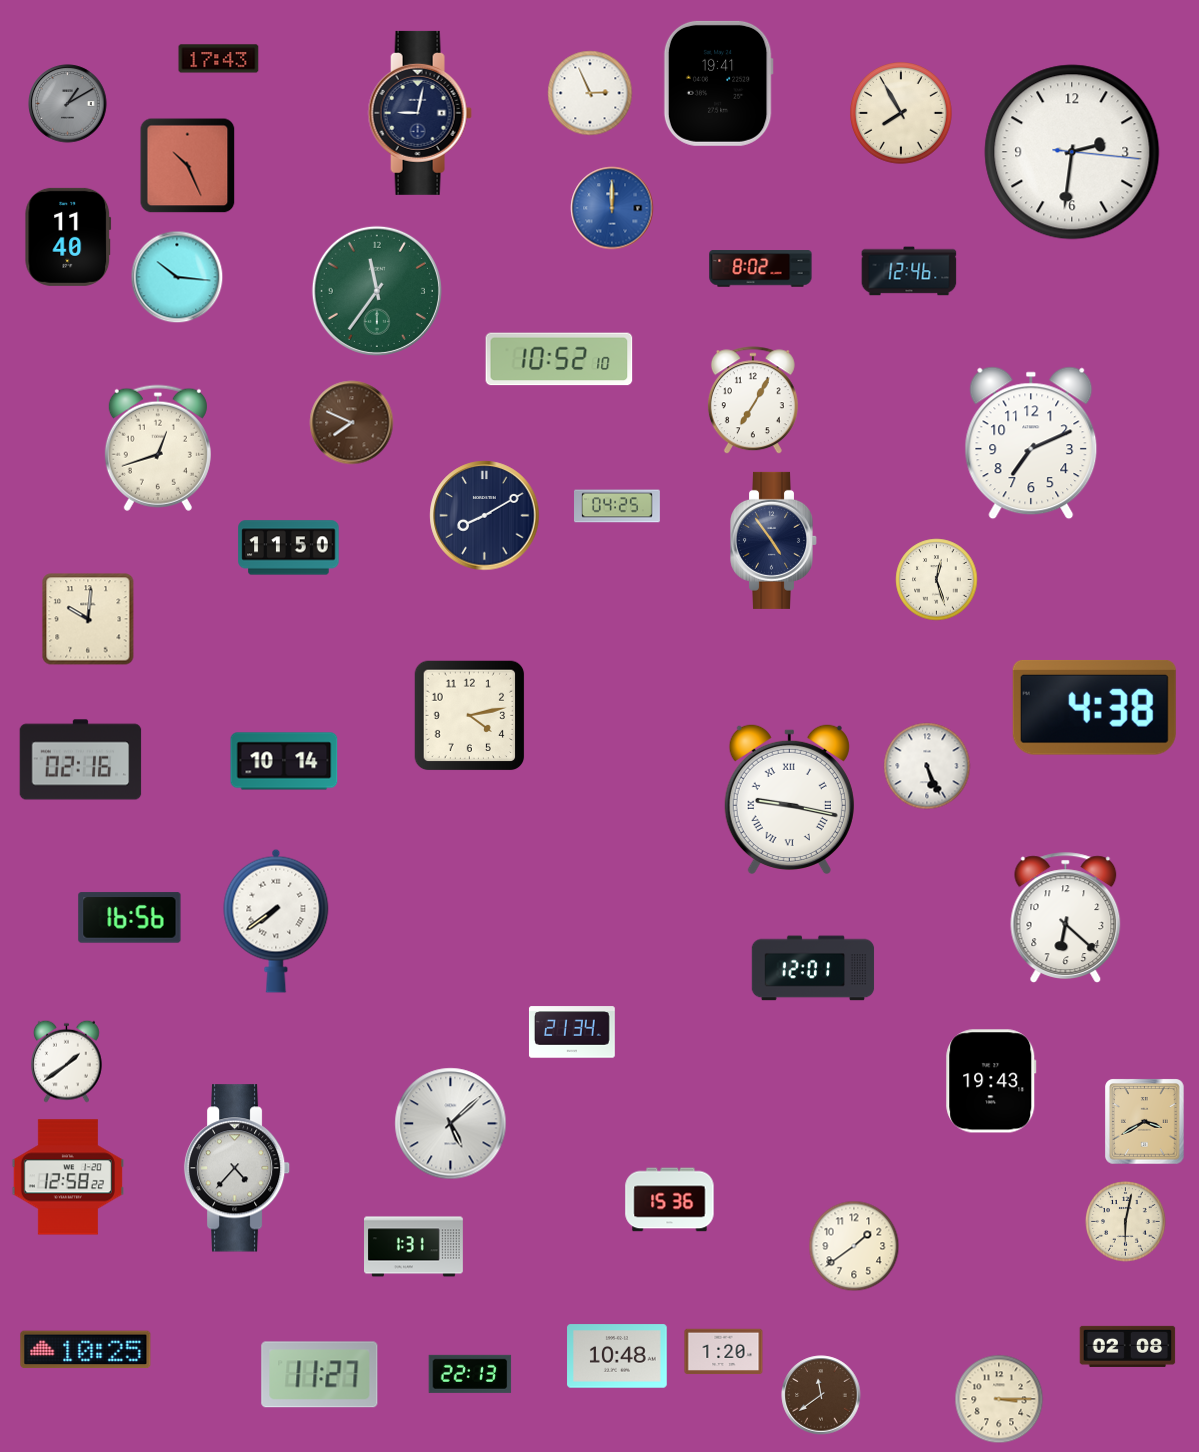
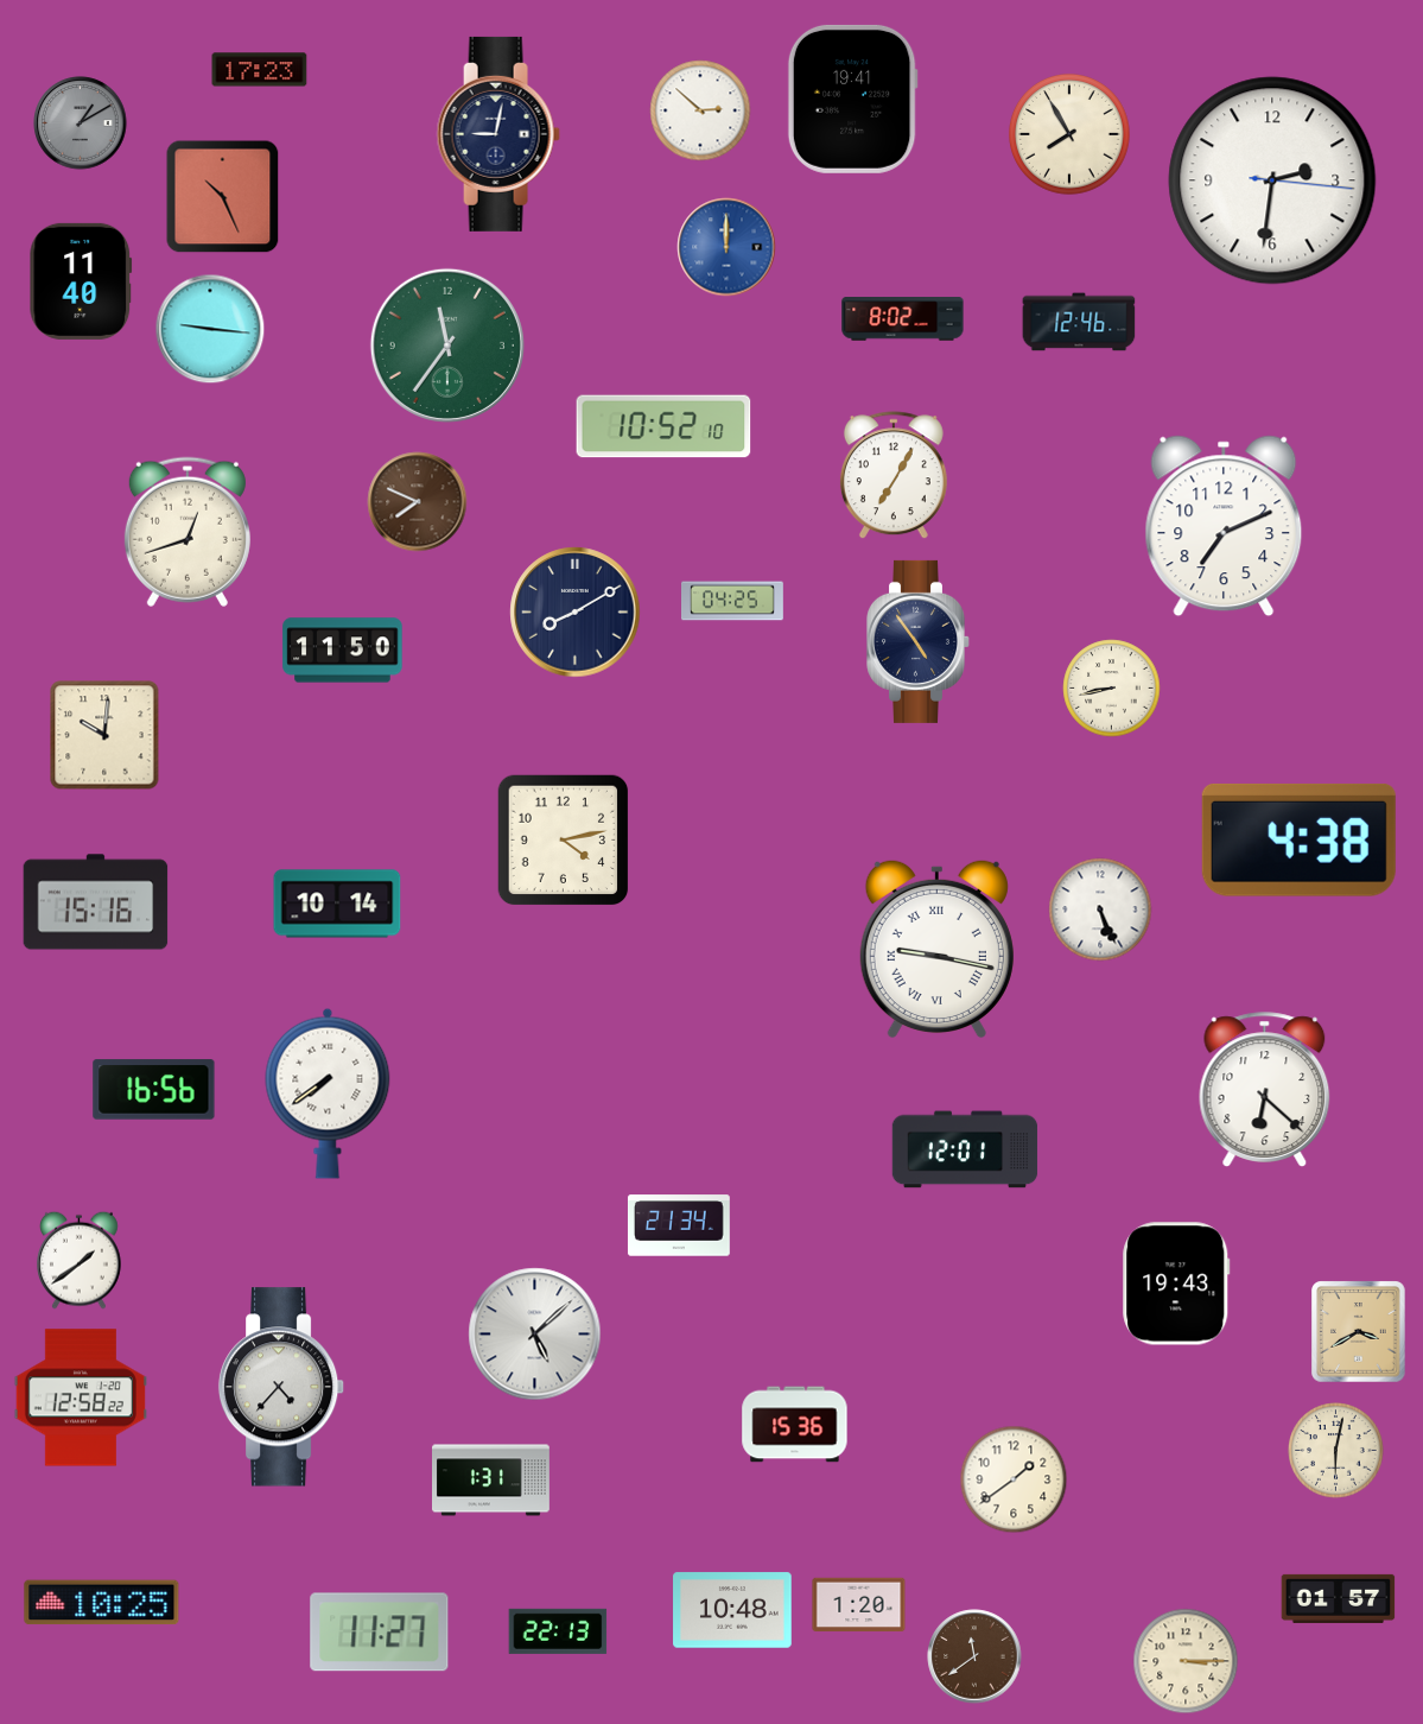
clock at (219, 59): 17:43 -> 17:23
clock at (590, 93): 2:56 -> 2:52
clock at (177, 277): 10:16 -> 9:16
clock at (937, 580): 12:27 -> 8:43
clock at (470, 716) position: (470, 716) -> (564, 841)
clock at (81, 760): 02:16 -> 15:16
clock at (1128, 1346): 02:08 -> 01:57
